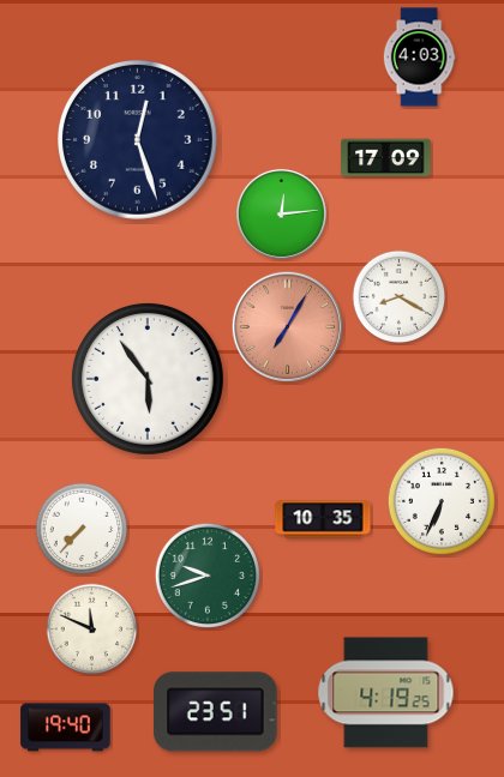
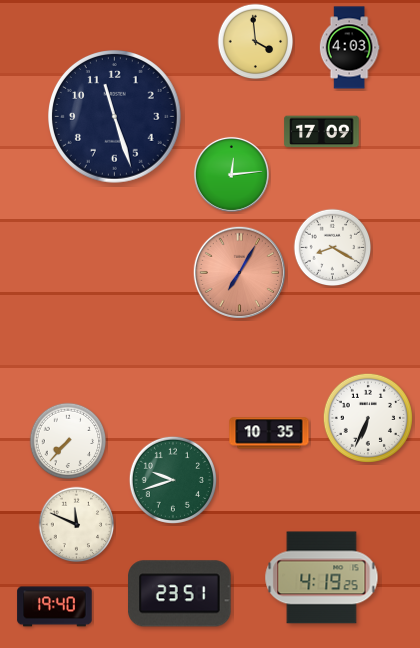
clock at (256, 42): none -> 3:59
clock at (138, 140): 12:27 -> 11:27
clock at (281, 213) position: (281, 213) -> (231, 174)
clock at (148, 379): 5:54 -> none
